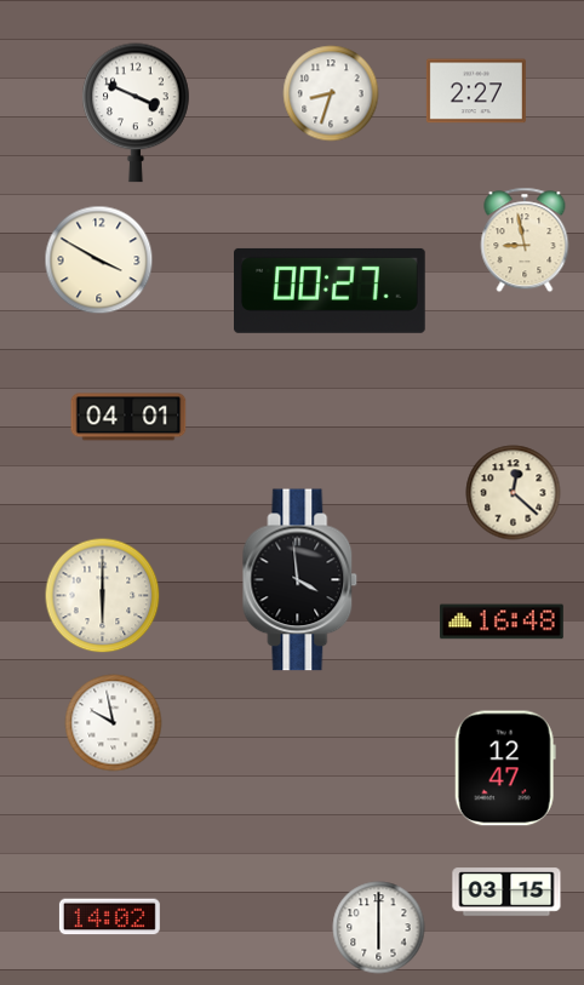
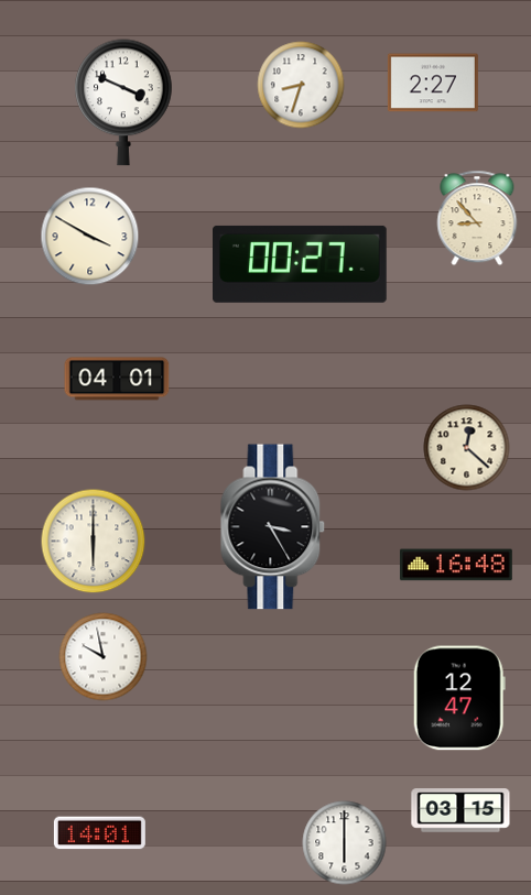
clock at (525, 240): 8:58 -> 8:53
clock at (300, 580): 3:59 -> 3:25
clock at (109, 917): 14:02 -> 14:01
